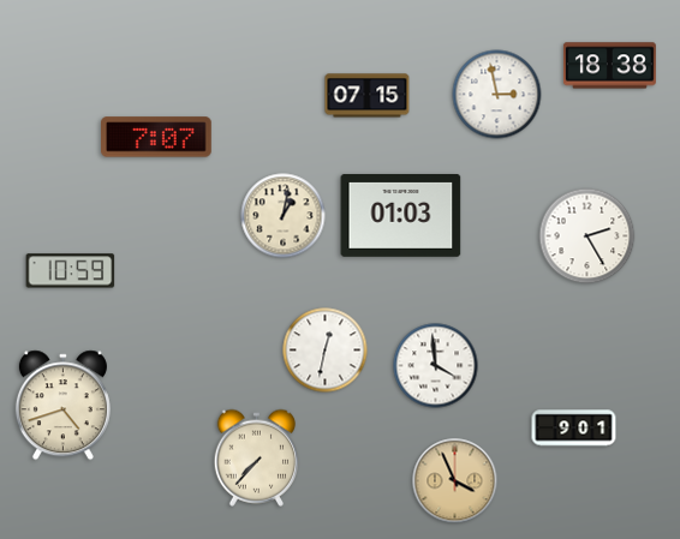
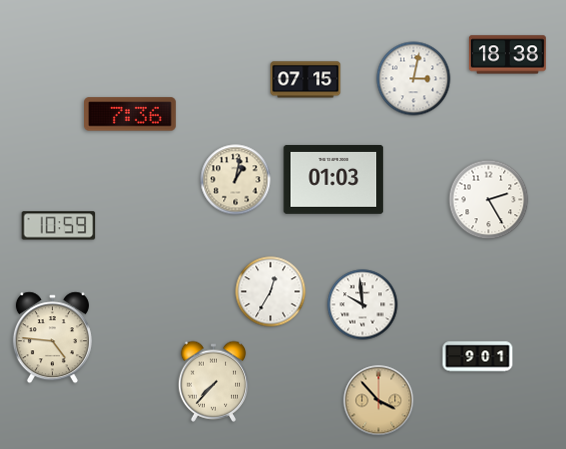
clock at (497, 95): 2:58 -> 3:02
clock at (157, 137): 7:07 -> 7:36
clock at (587, 236) position: (587, 236) -> (489, 200)
clock at (326, 351): 12:32 -> 12:35
clock at (436, 366): 3:59 -> 9:59
clock at (62, 406): 4:42 -> 4:46
clock at (455, 481): 3:56 -> 3:53
